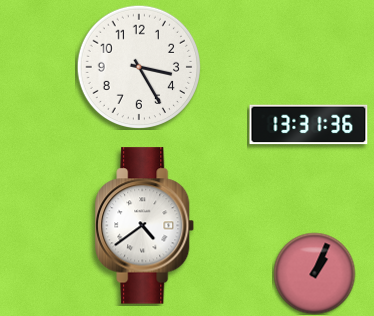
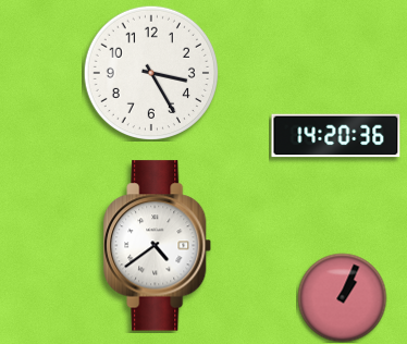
clock at (309, 125): 13:31 -> 14:20
